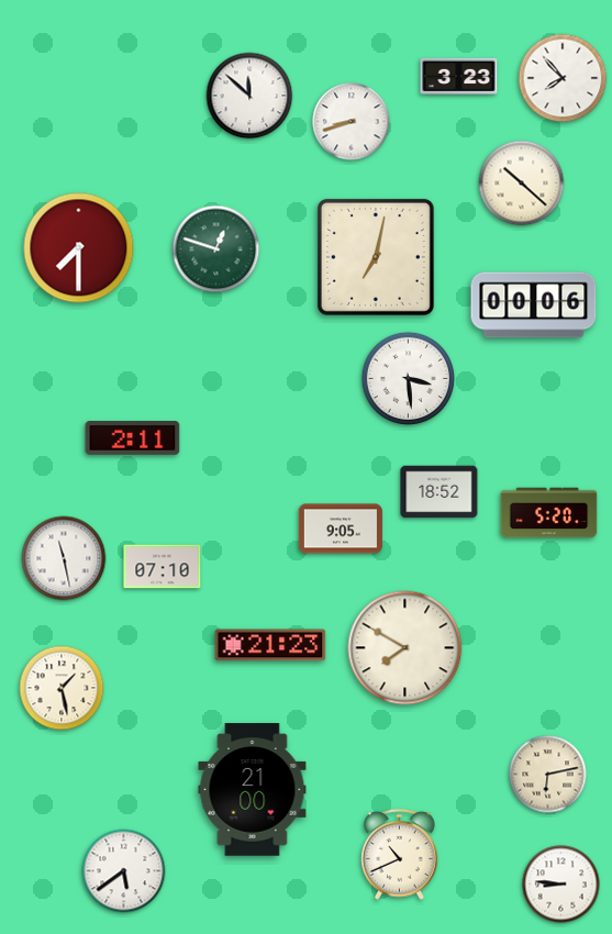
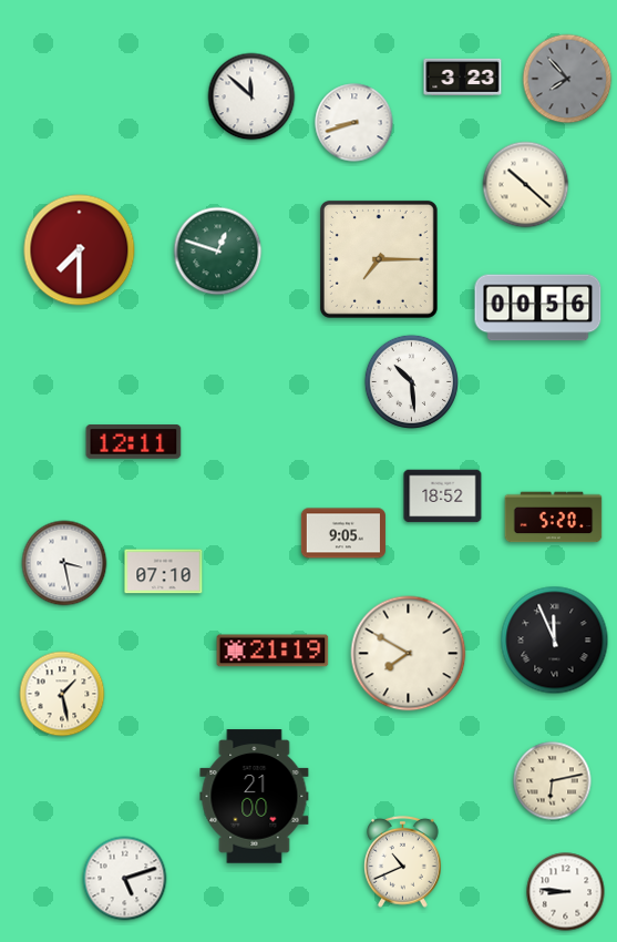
clock at (563, 78) dial: white -> grey
clock at (376, 257): 7:02 -> 7:15
clock at (534, 305): 00:06 -> 00:56
clock at (408, 378): 3:29 -> 10:29
clock at (133, 438): 2:11 -> 12:11
clock at (64, 558): 11:28 -> 3:28
clock at (555, 641): none -> 11:56
clock at (270, 645): 21:23 -> 21:19
clock at (124, 871): 5:39 -> 5:12
